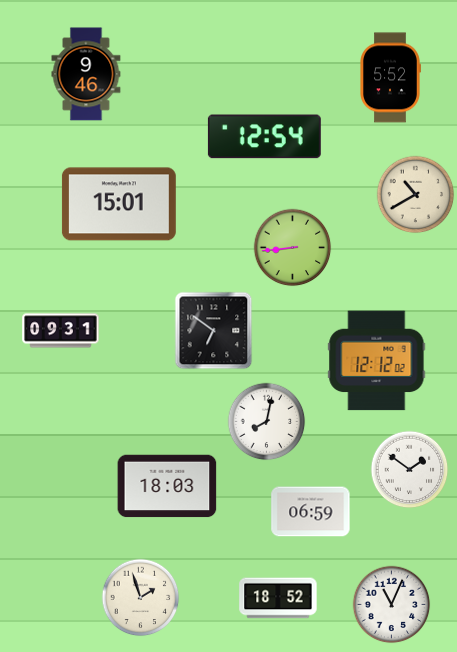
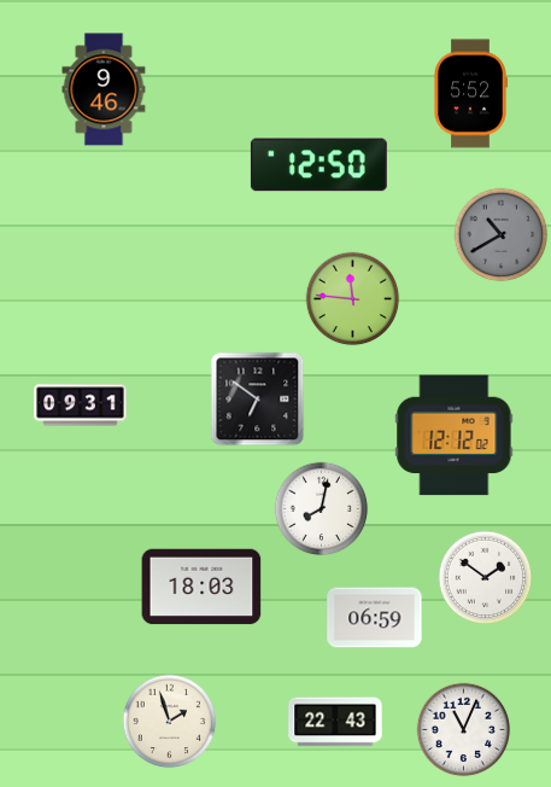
clock at (264, 137): 12:54 -> 12:50
clock at (415, 194) dial: cream -> grey
clock at (119, 204): 15:01 -> none
clock at (292, 247): 8:44 -> 11:46
clock at (61, 331) position: (61, 331) -> (81, 406)
clock at (409, 469) position: (409, 469) -> (485, 577)
clock at (278, 598): 18:52 -> 22:43
clock at (391, 604) position: (391, 604) -> (463, 729)
